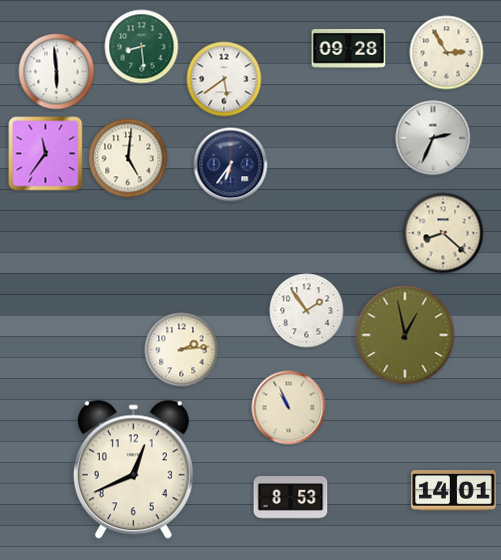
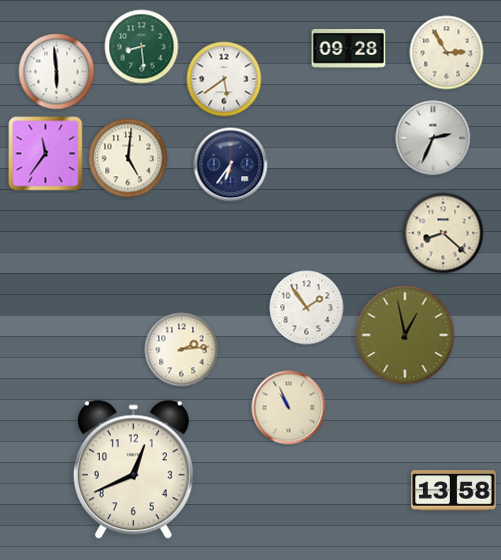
clock at (307, 311) position: (307, 311) -> (307, 308)
clock at (454, 491): 14:01 -> 13:58
clock at (291, 498): 8:53 -> none
